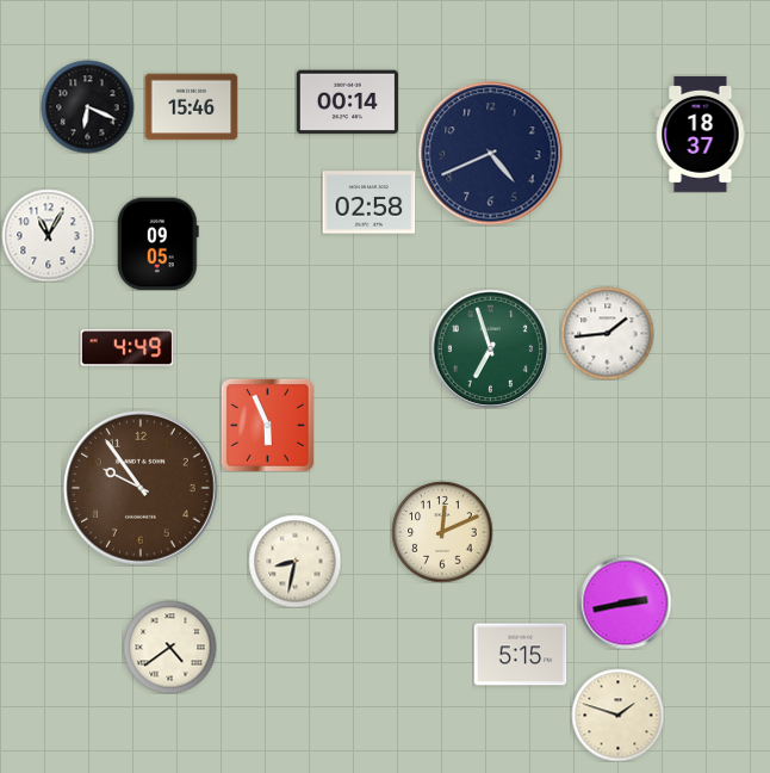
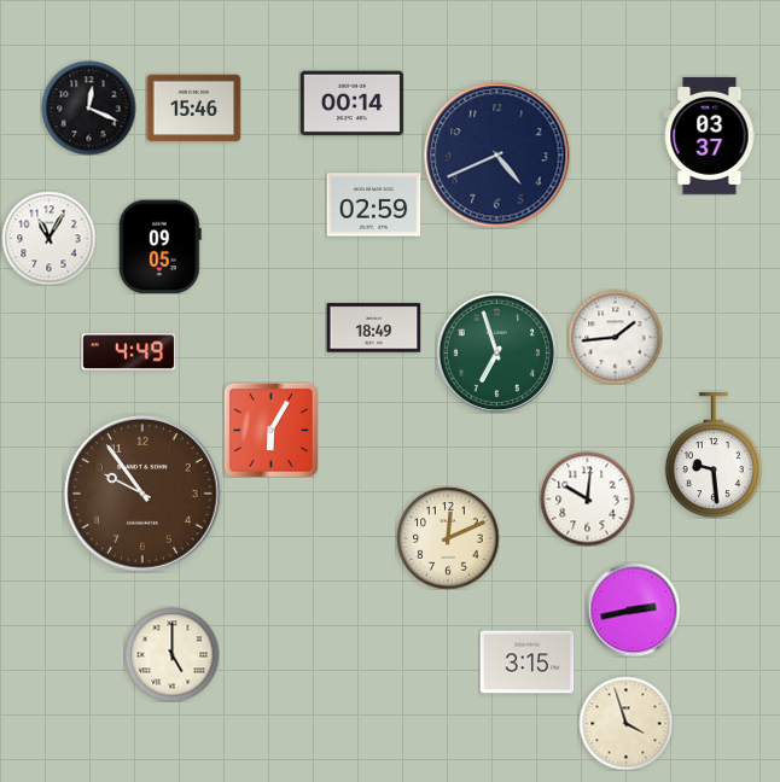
clock at (87, 106): 6:19 -> 12:19
clock at (701, 134): 18:37 -> 03:37
clock at (368, 203): 02:58 -> 02:59
clock at (373, 328): none -> 18:49
clock at (267, 425): 5:56 -> 6:05
clock at (714, 455): none -> 9:29
clock at (587, 498): none -> 10:01
clock at (294, 561): 8:32 -> none
clock at (169, 647): 4:39 -> 5:00
clock at (520, 655): 5:15 -> 3:15
clock at (617, 715): 1:48 -> 3:57
